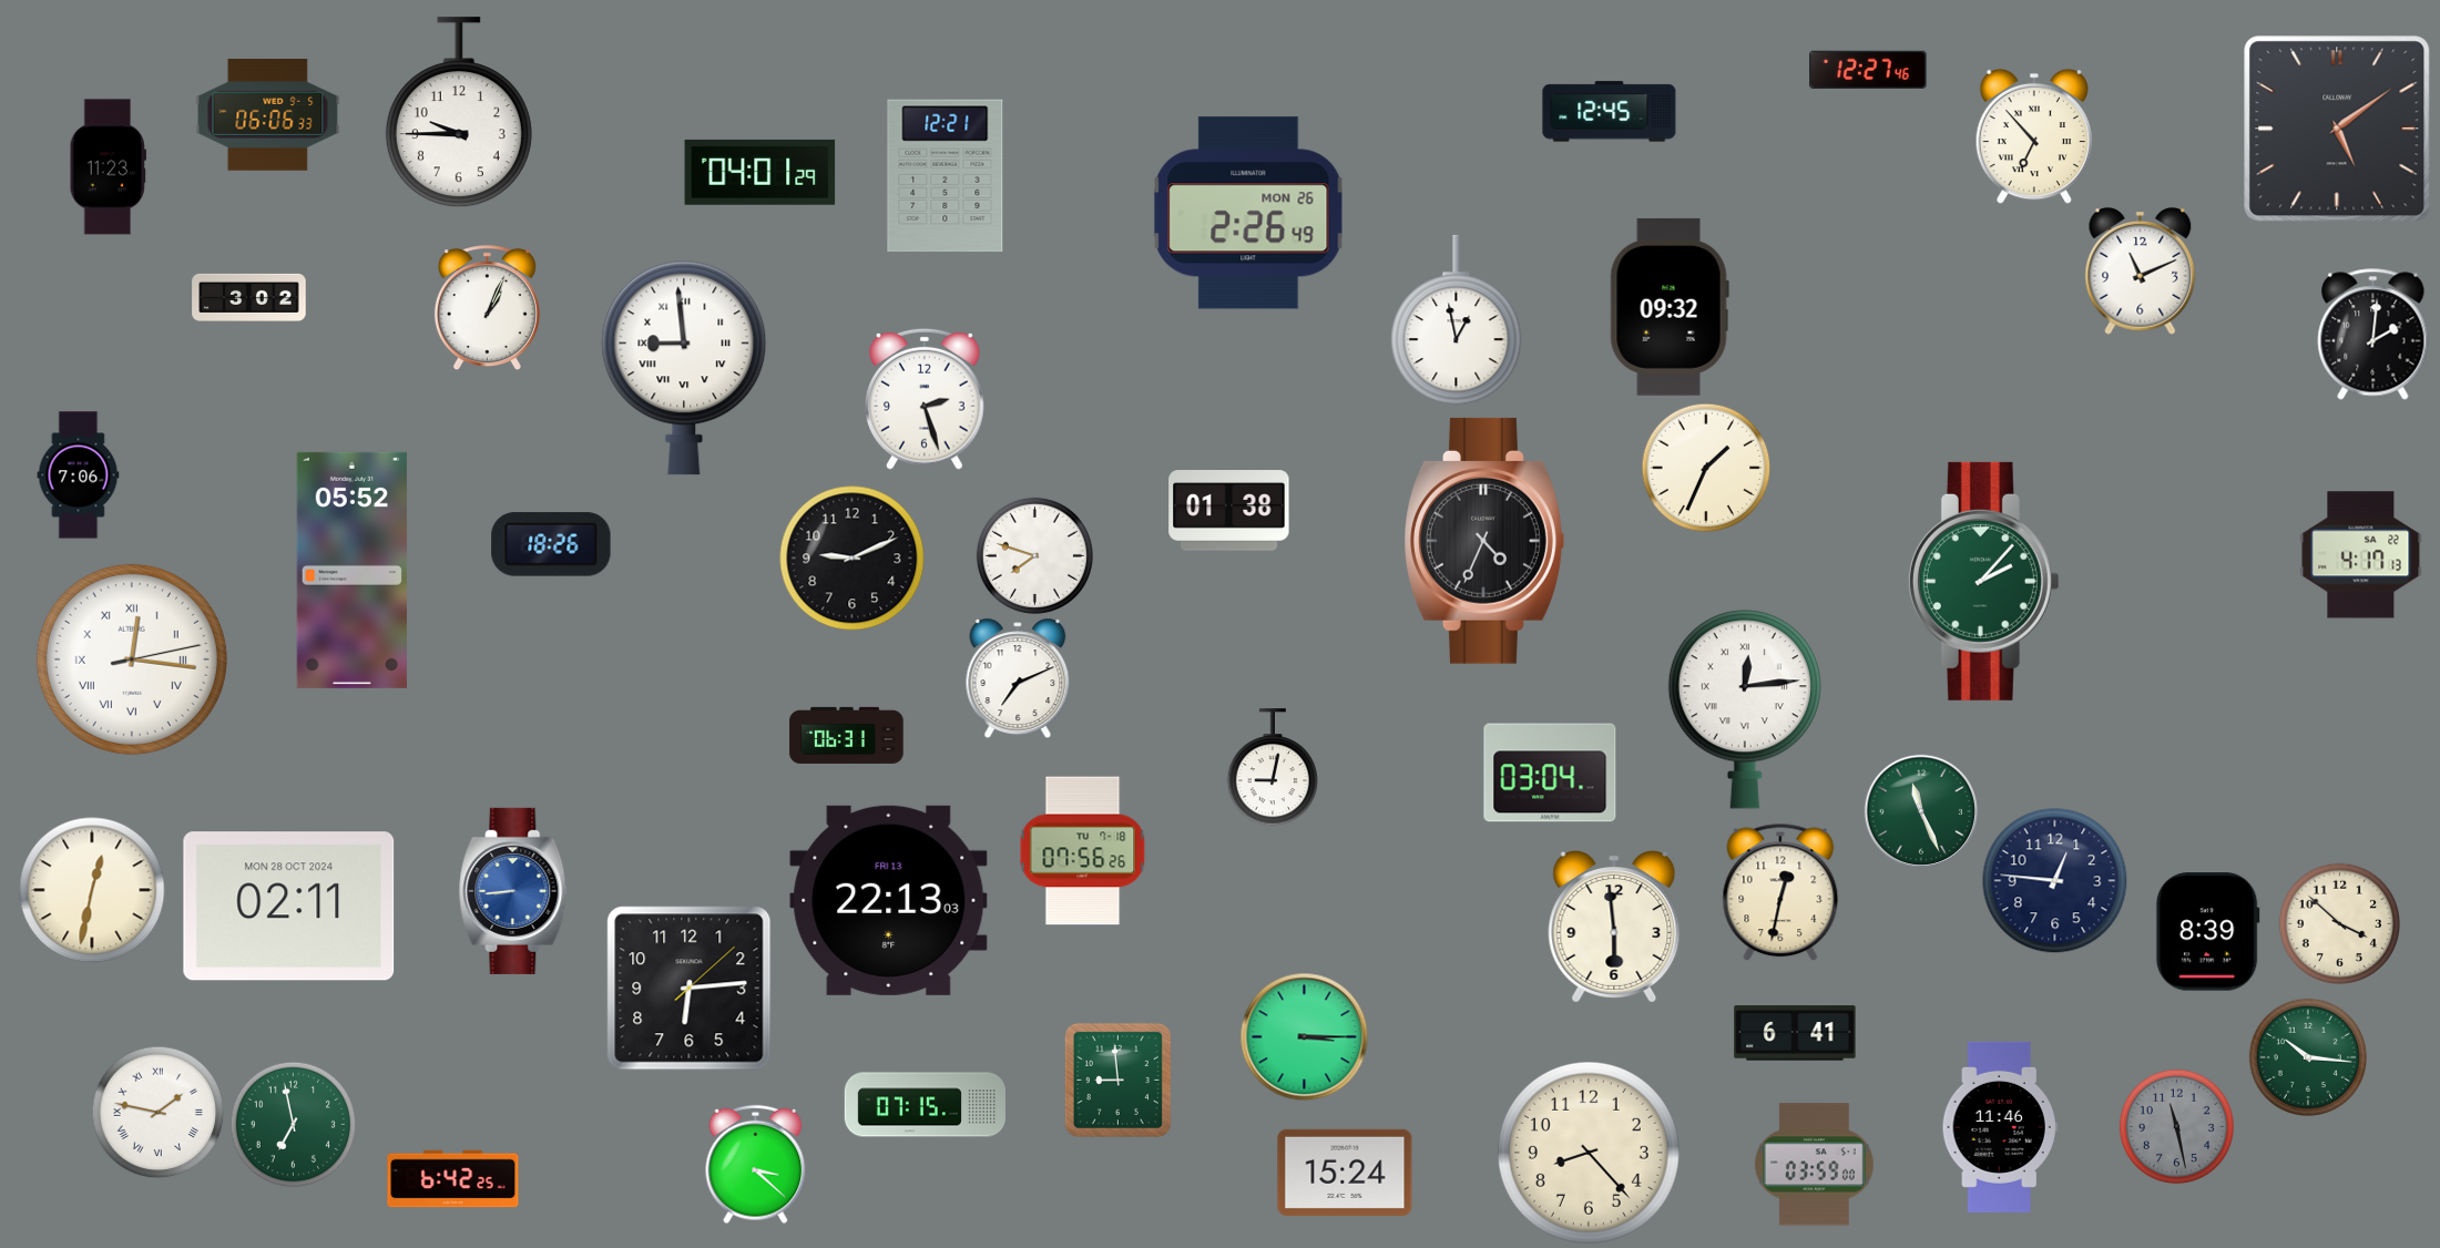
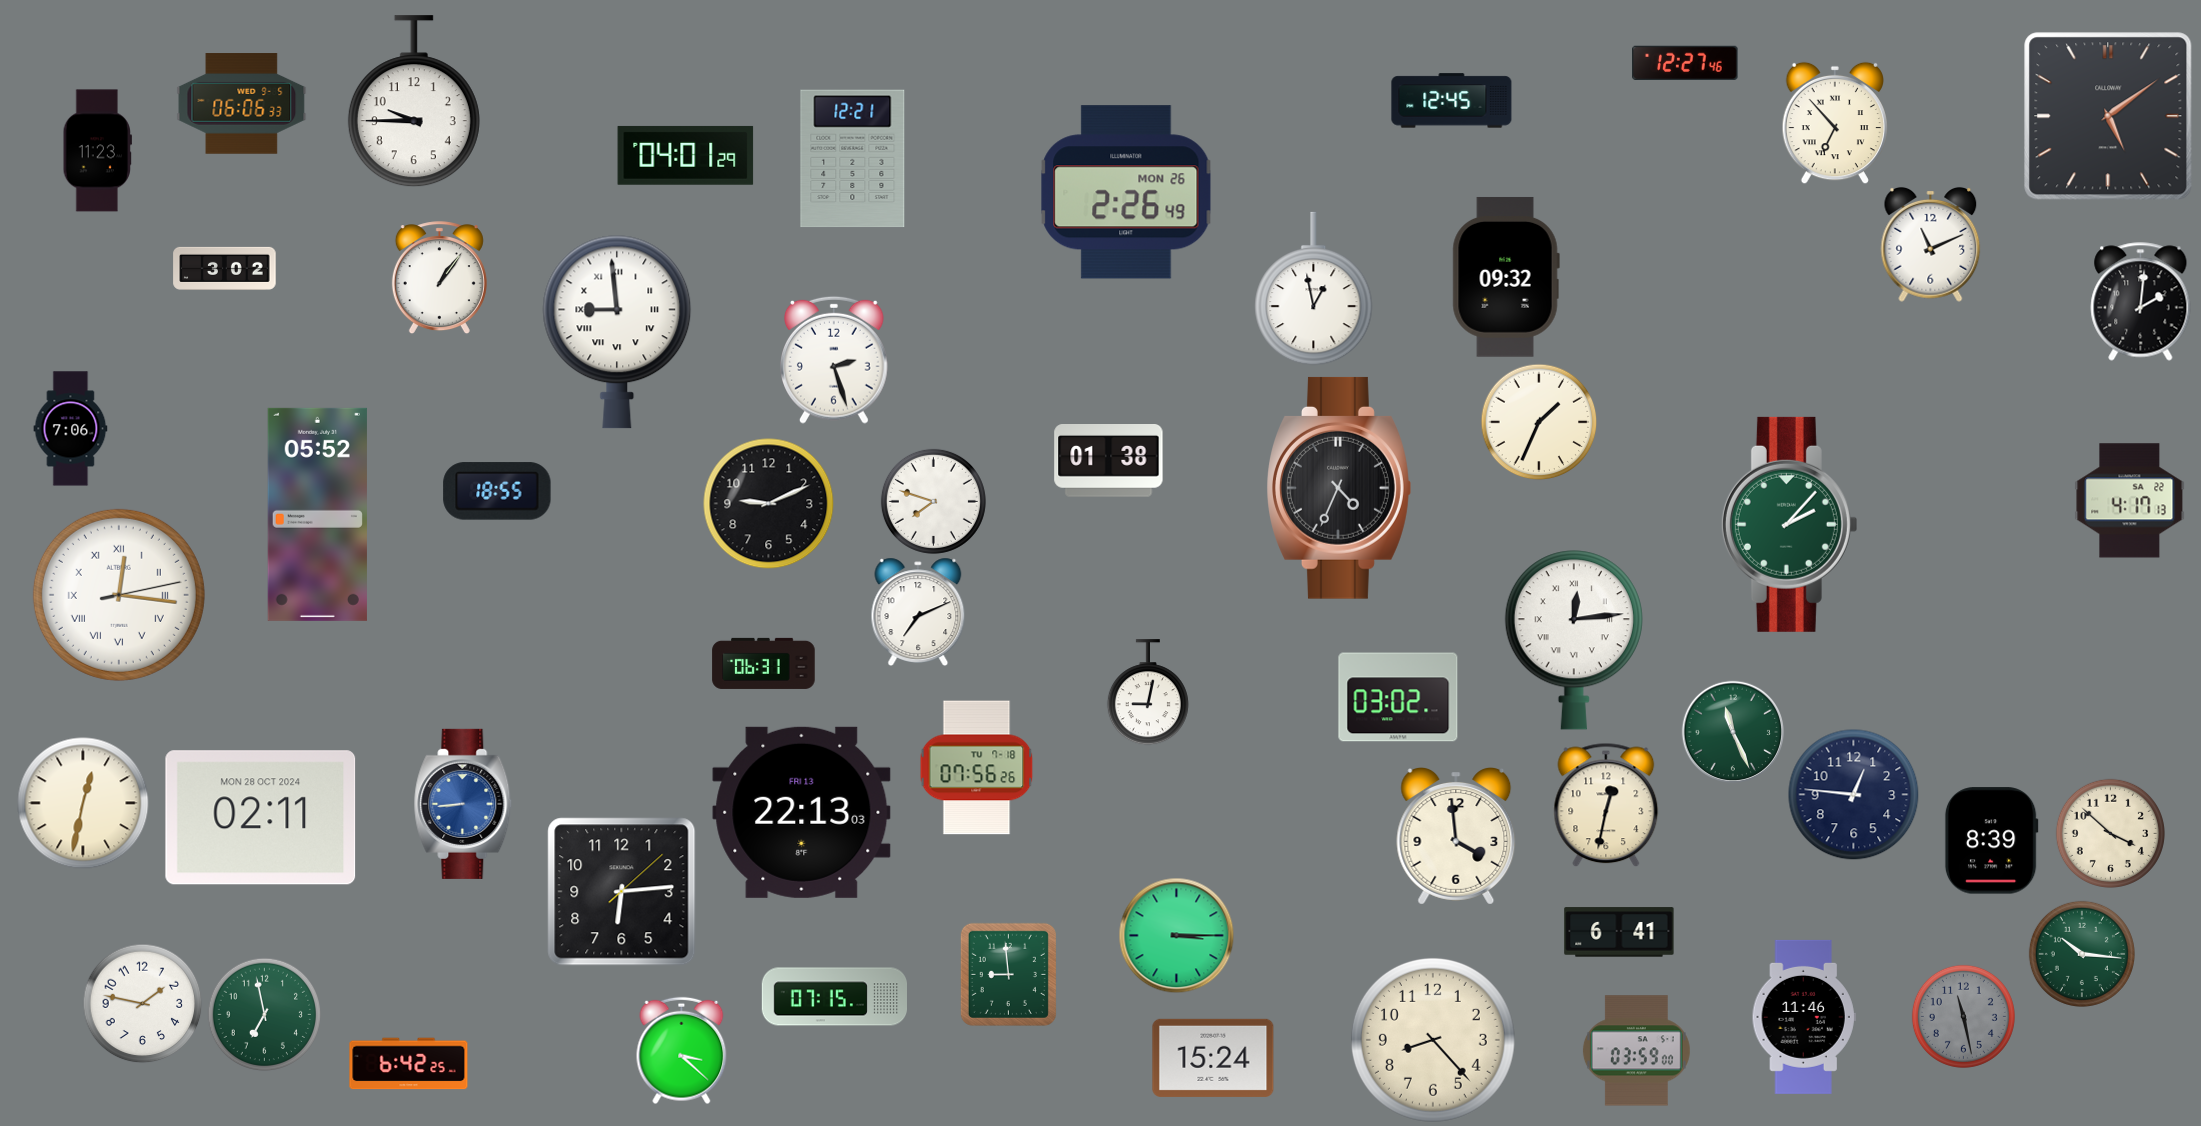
clock at (487, 308): 1:04 -> 1:06
clock at (551, 544): 18:26 -> 18:55
clock at (1550, 773): 03:04 -> 03:02
clock at (1614, 928): 5:59 -> 3:59
clock at (157, 1112) numerals: Roman -> Arabic
